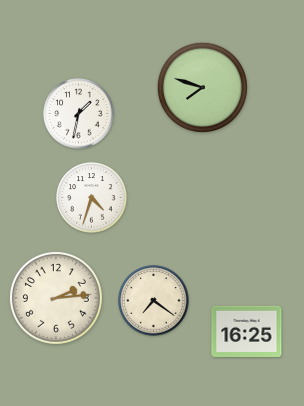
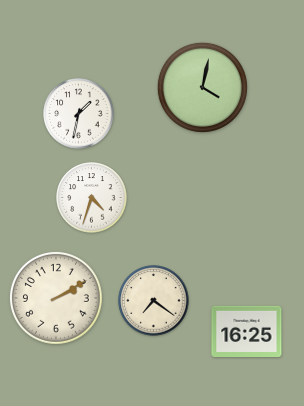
clock at (202, 87): 7:48 -> 4:02
clock at (56, 298): 2:14 -> 2:10
